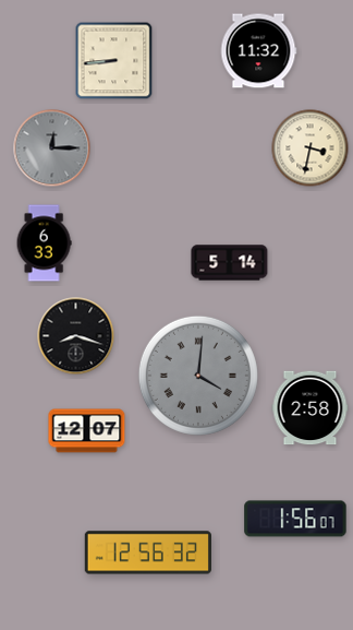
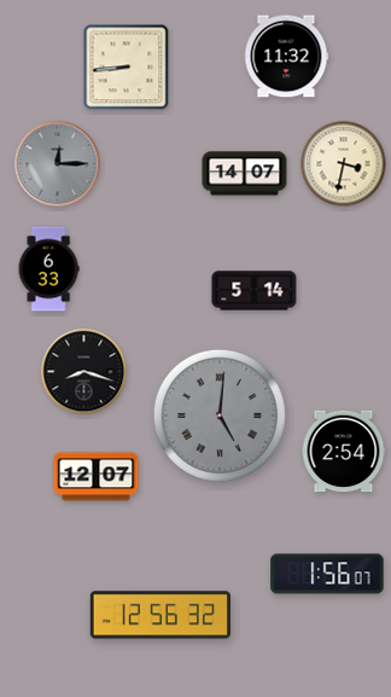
clock at (245, 174): none -> 14:07
clock at (198, 376): 4:01 -> 5:01
clock at (311, 408): 2:58 -> 2:54
clock at (148, 552) position: (148, 552) -> (161, 615)
